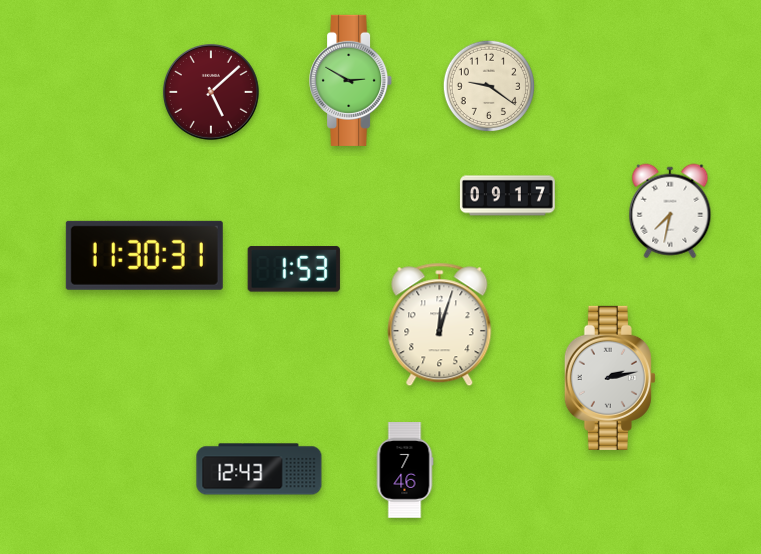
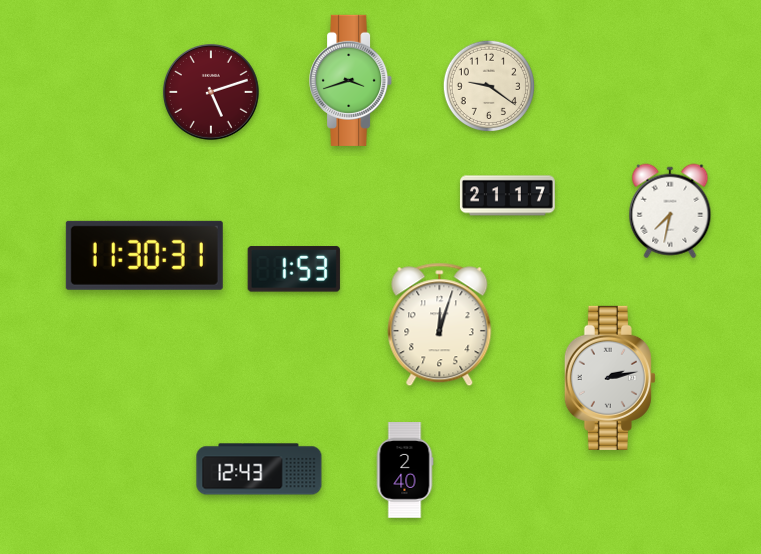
clock at (351, 80): 2:50 -> 3:42
clock at (211, 92): 5:08 -> 5:12
clock at (507, 196): 09:17 -> 21:17
clock at (405, 470): 7:46 -> 2:40
